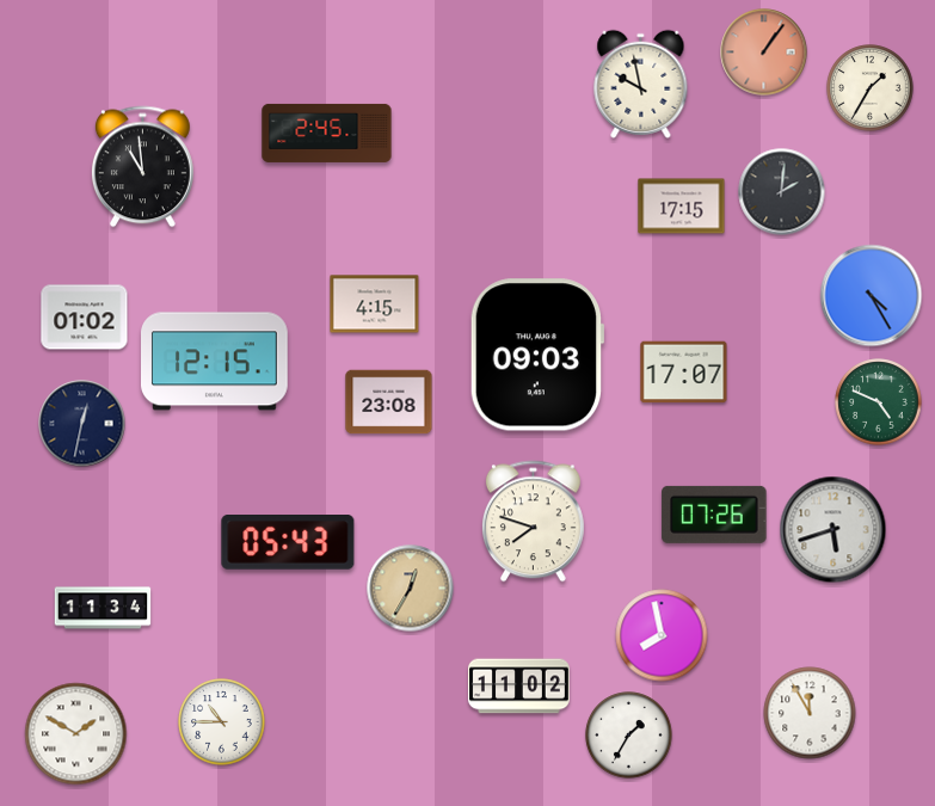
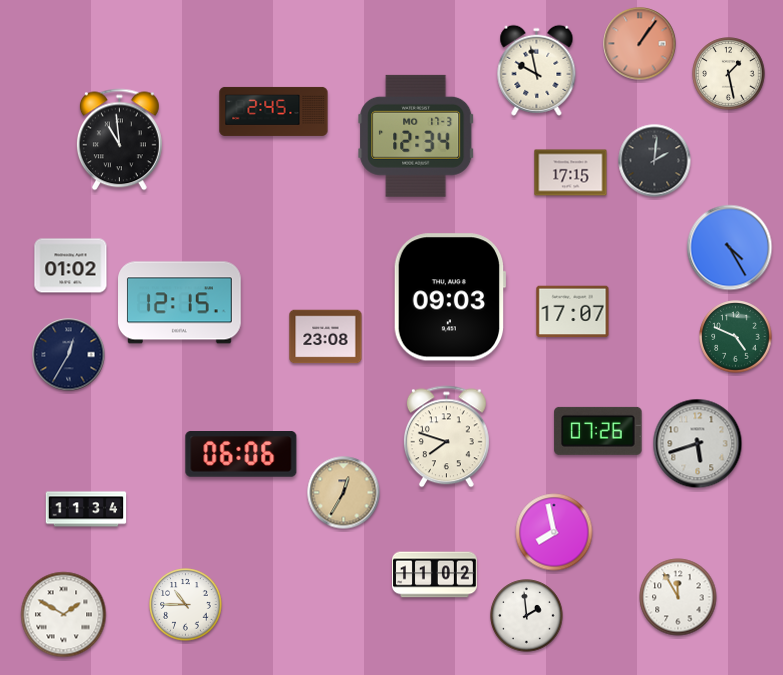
clock at (871, 88): 1:35 -> 1:28
clock at (416, 136): none -> 12:34
clock at (375, 304): 4:15 -> none
clock at (82, 424): 12:32 -> 12:35
clock at (288, 543): 05:43 -> 06:06
clock at (629, 736): 1:35 -> 1:59
